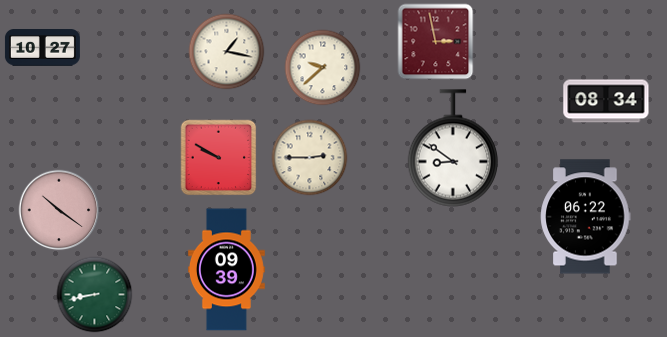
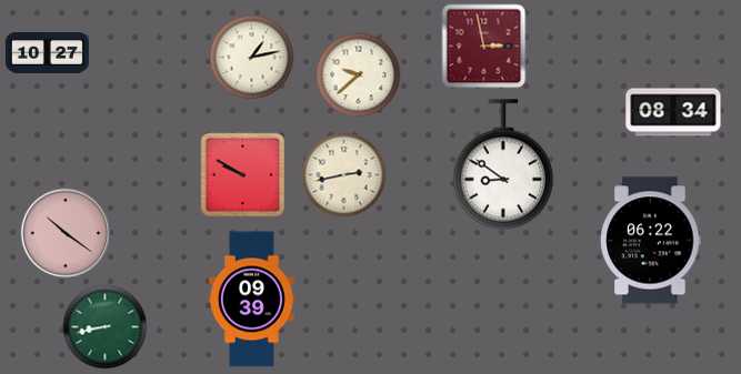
clock at (227, 52): 1:17 -> 1:13
clock at (310, 158): 2:45 -> 2:43
